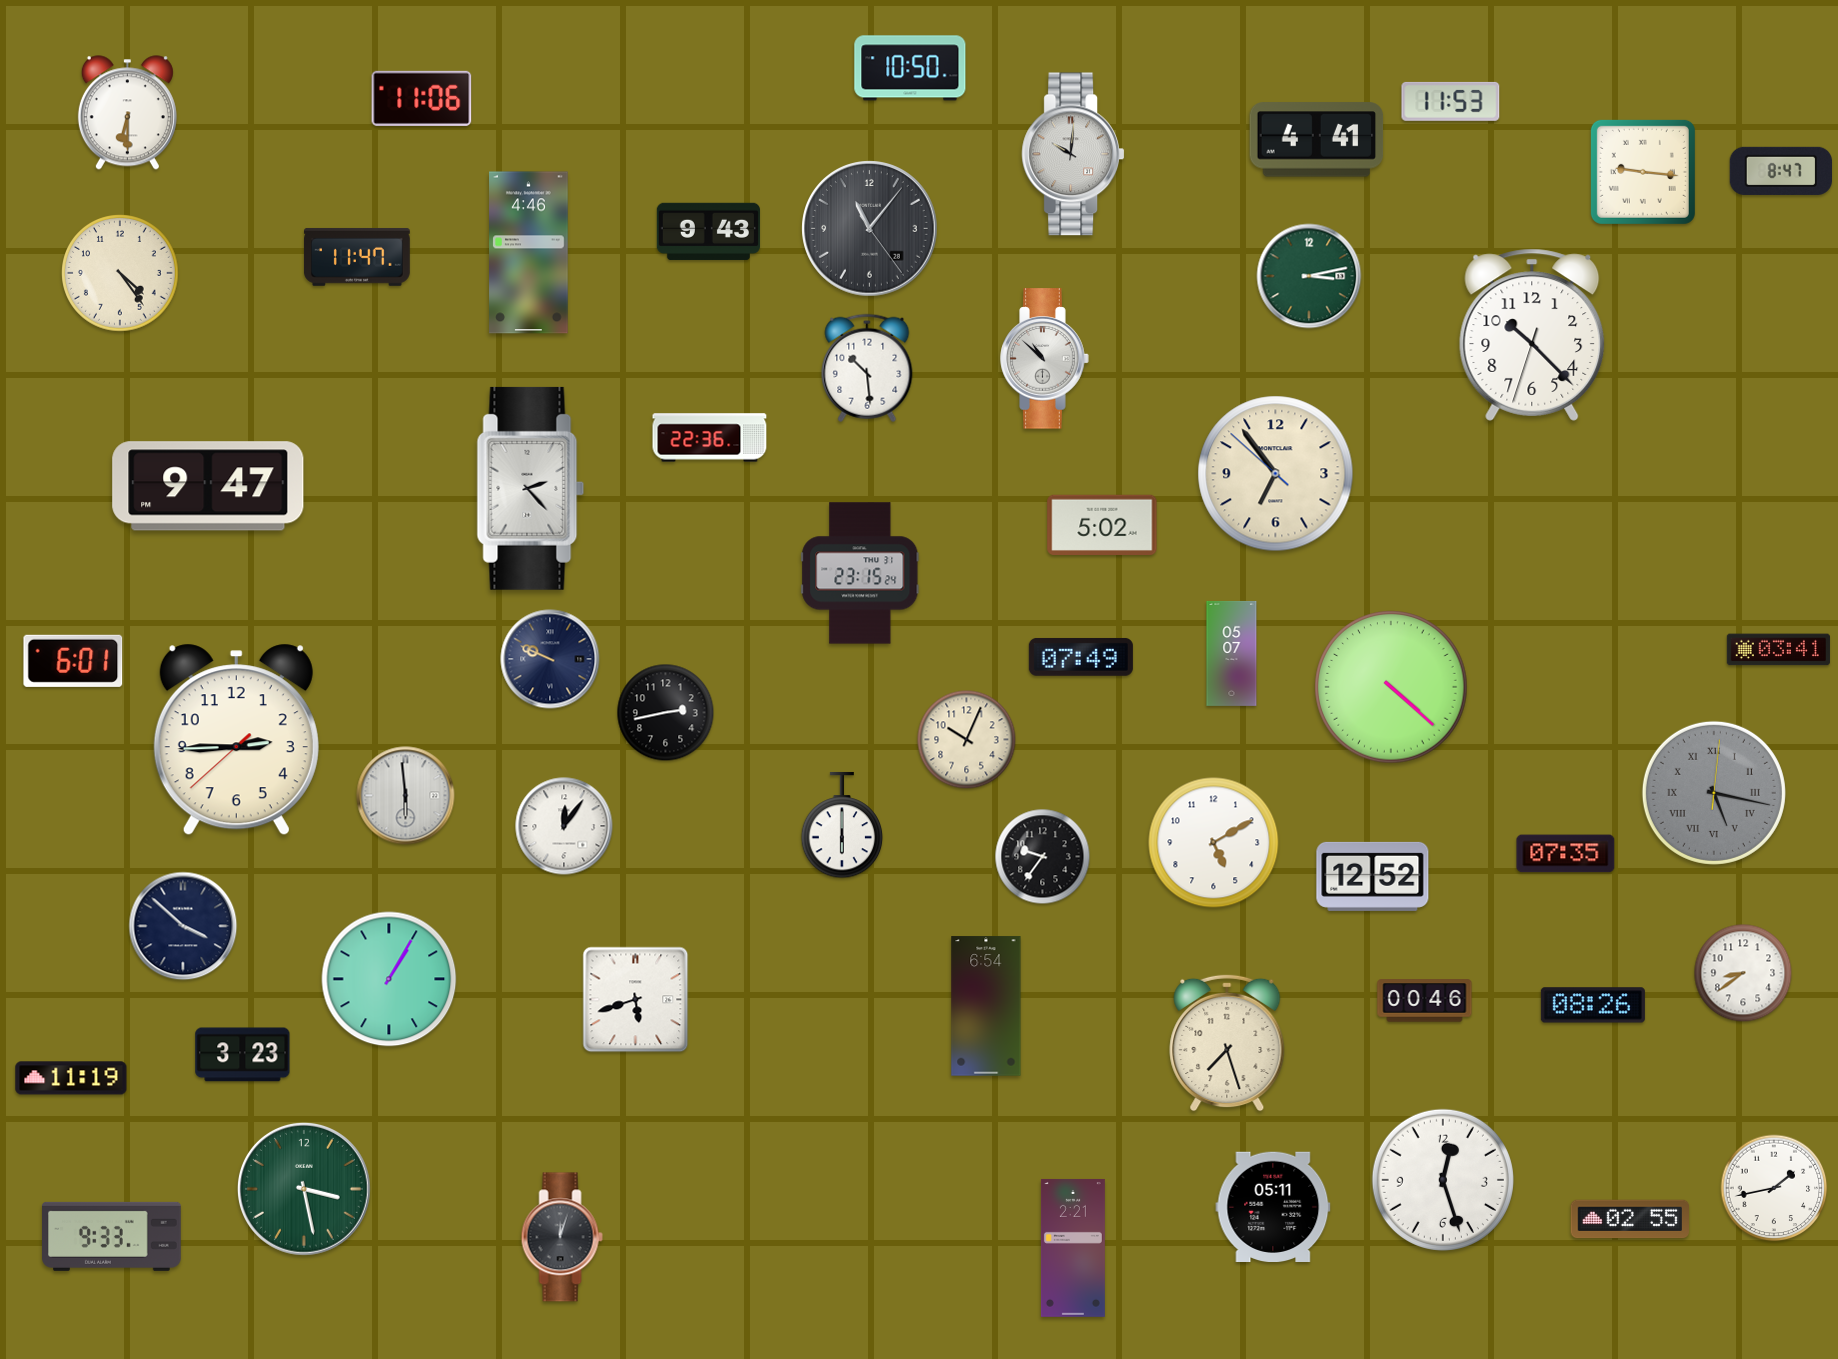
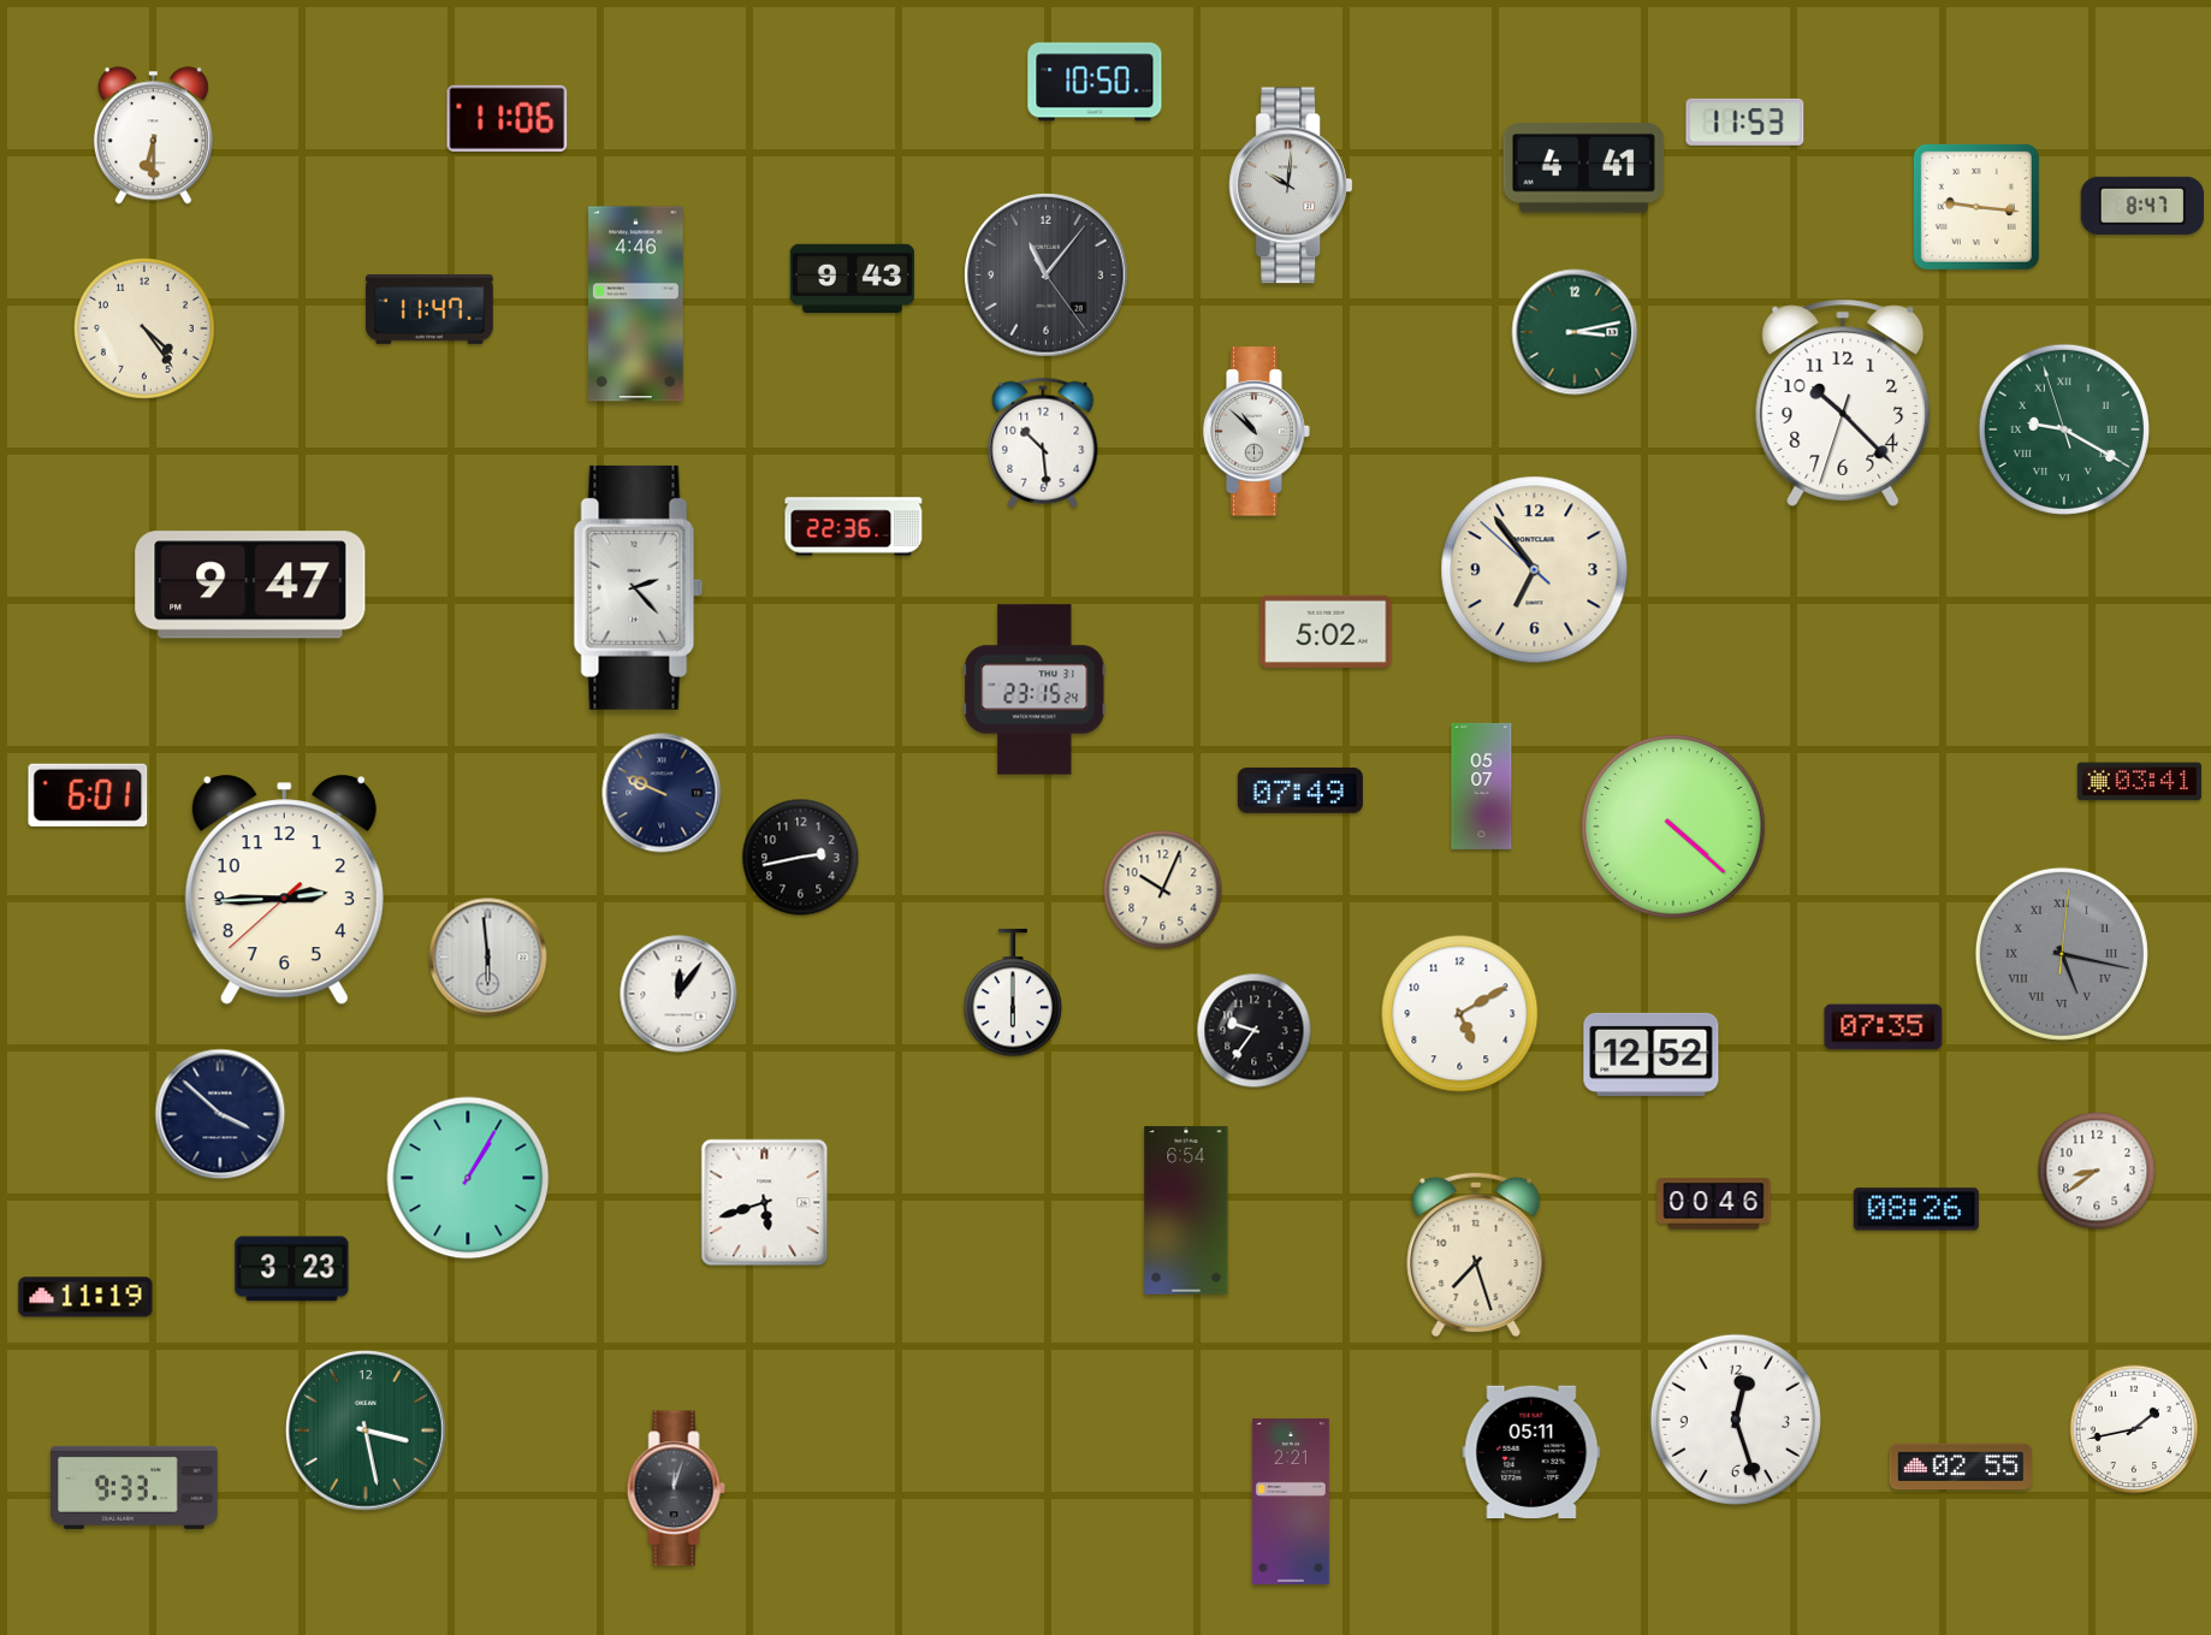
clock at (2064, 430): none -> 9:19
